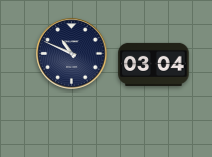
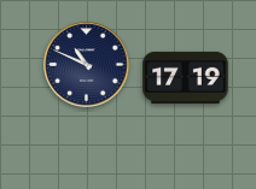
clock at (154, 64): 03:04 -> 17:19
